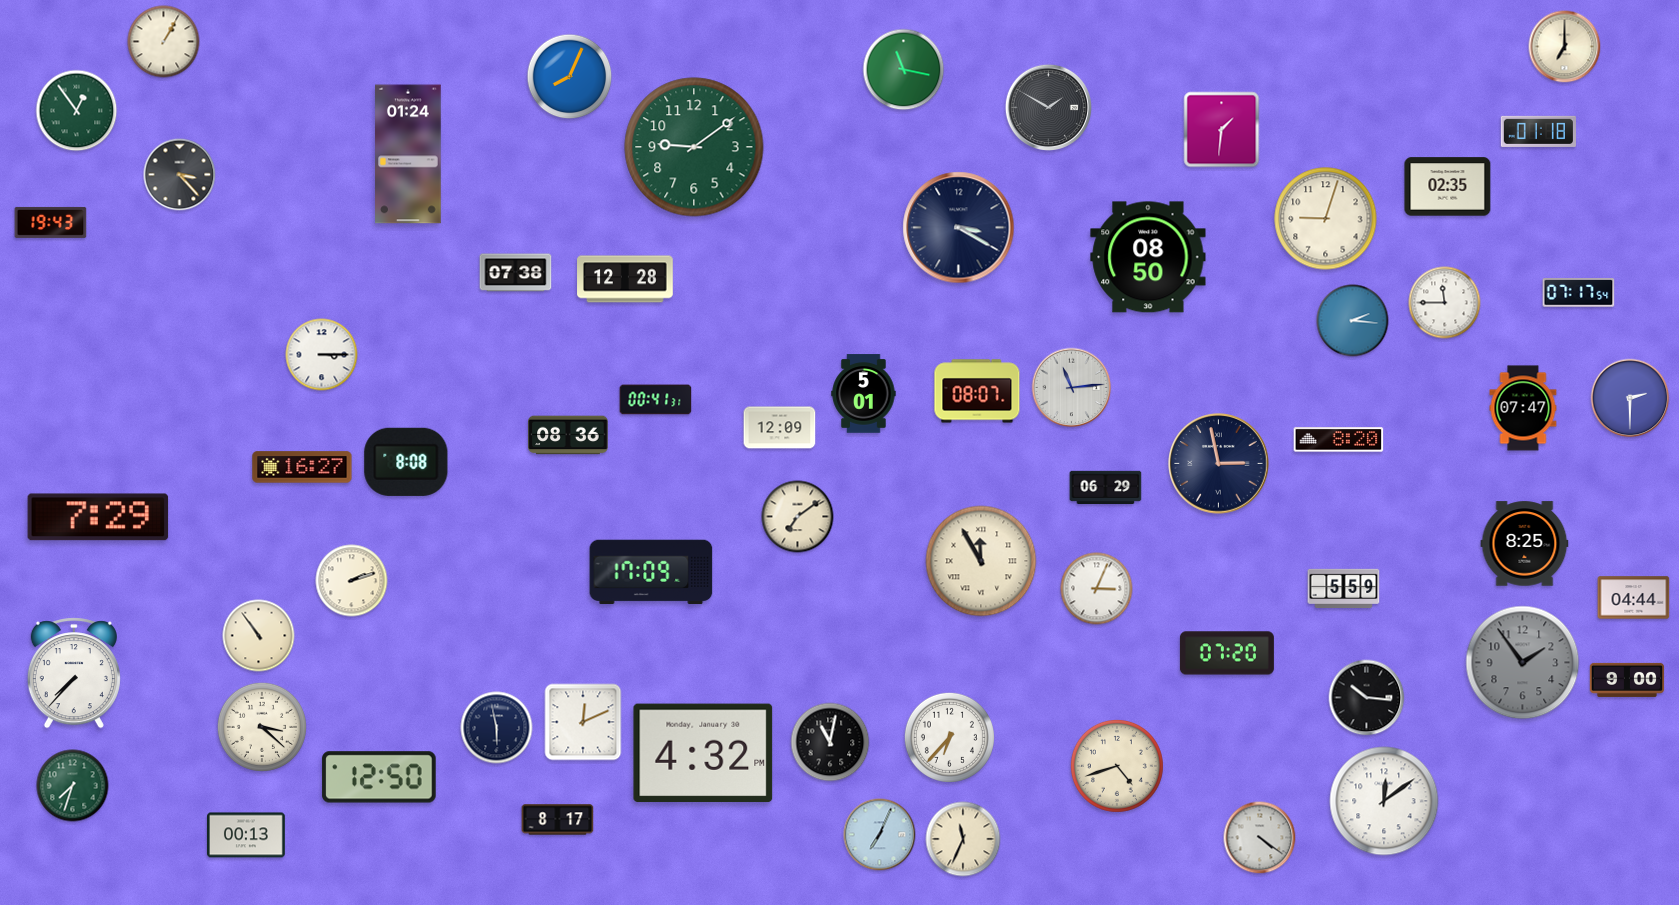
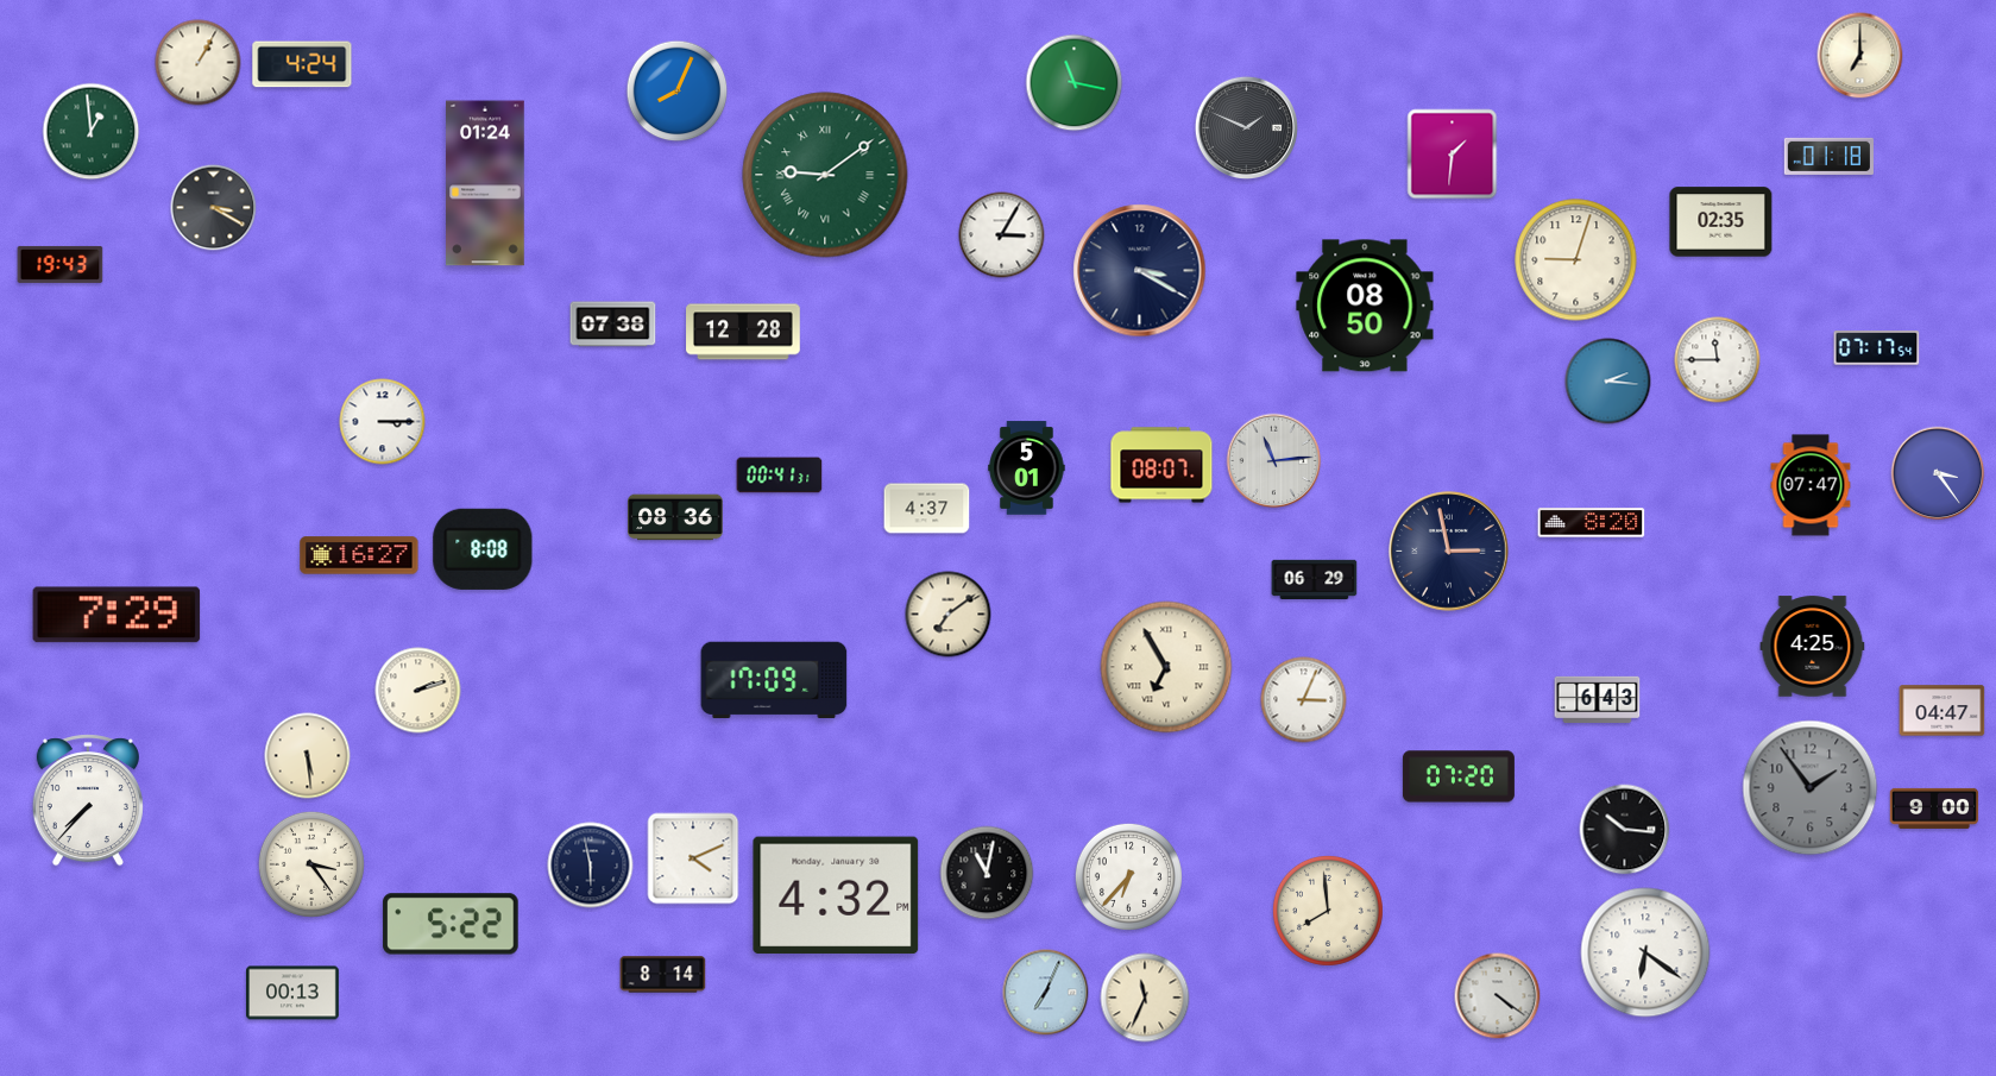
clock at (164, 42) position: (164, 42) -> (199, 63)
clock at (302, 64): none -> 4:24
clock at (1048, 107): 1:50 -> 1:49
clock at (77, 111): 12:54 -> 12:59
clock at (694, 147) numerals: Arabic -> Roman
clock at (180, 175): 3:23 -> 3:20
clock at (1002, 235): none -> 3:05
clock at (1630, 398): 2:30 -> 3:24
clock at (780, 428): 12:09 -> 4:37
clock at (1525, 544): 8:25 -> 4:25
clock at (981, 561): 11:55 -> 6:55
clock at (1344, 588): 5:59 -> 6:43
clock at (1634, 598): 04:44 -> 04:47
clock at (259, 636): 10:54 -> 5:29
clock at (583, 722): 12:11 -> 4:11
clock at (262, 727): 3:22 -> 3:24
clock at (830, 742) position: (830, 742) -> (987, 873)
clock at (1117, 766): 4:42 -> 7:59
clock at (379, 777): 12:50 -> 5:22
clock at (73, 786): 7:33 -> none
clock at (1384, 801): 12:09 -> 6:21
clock at (558, 820): 8:17 -> 8:14
